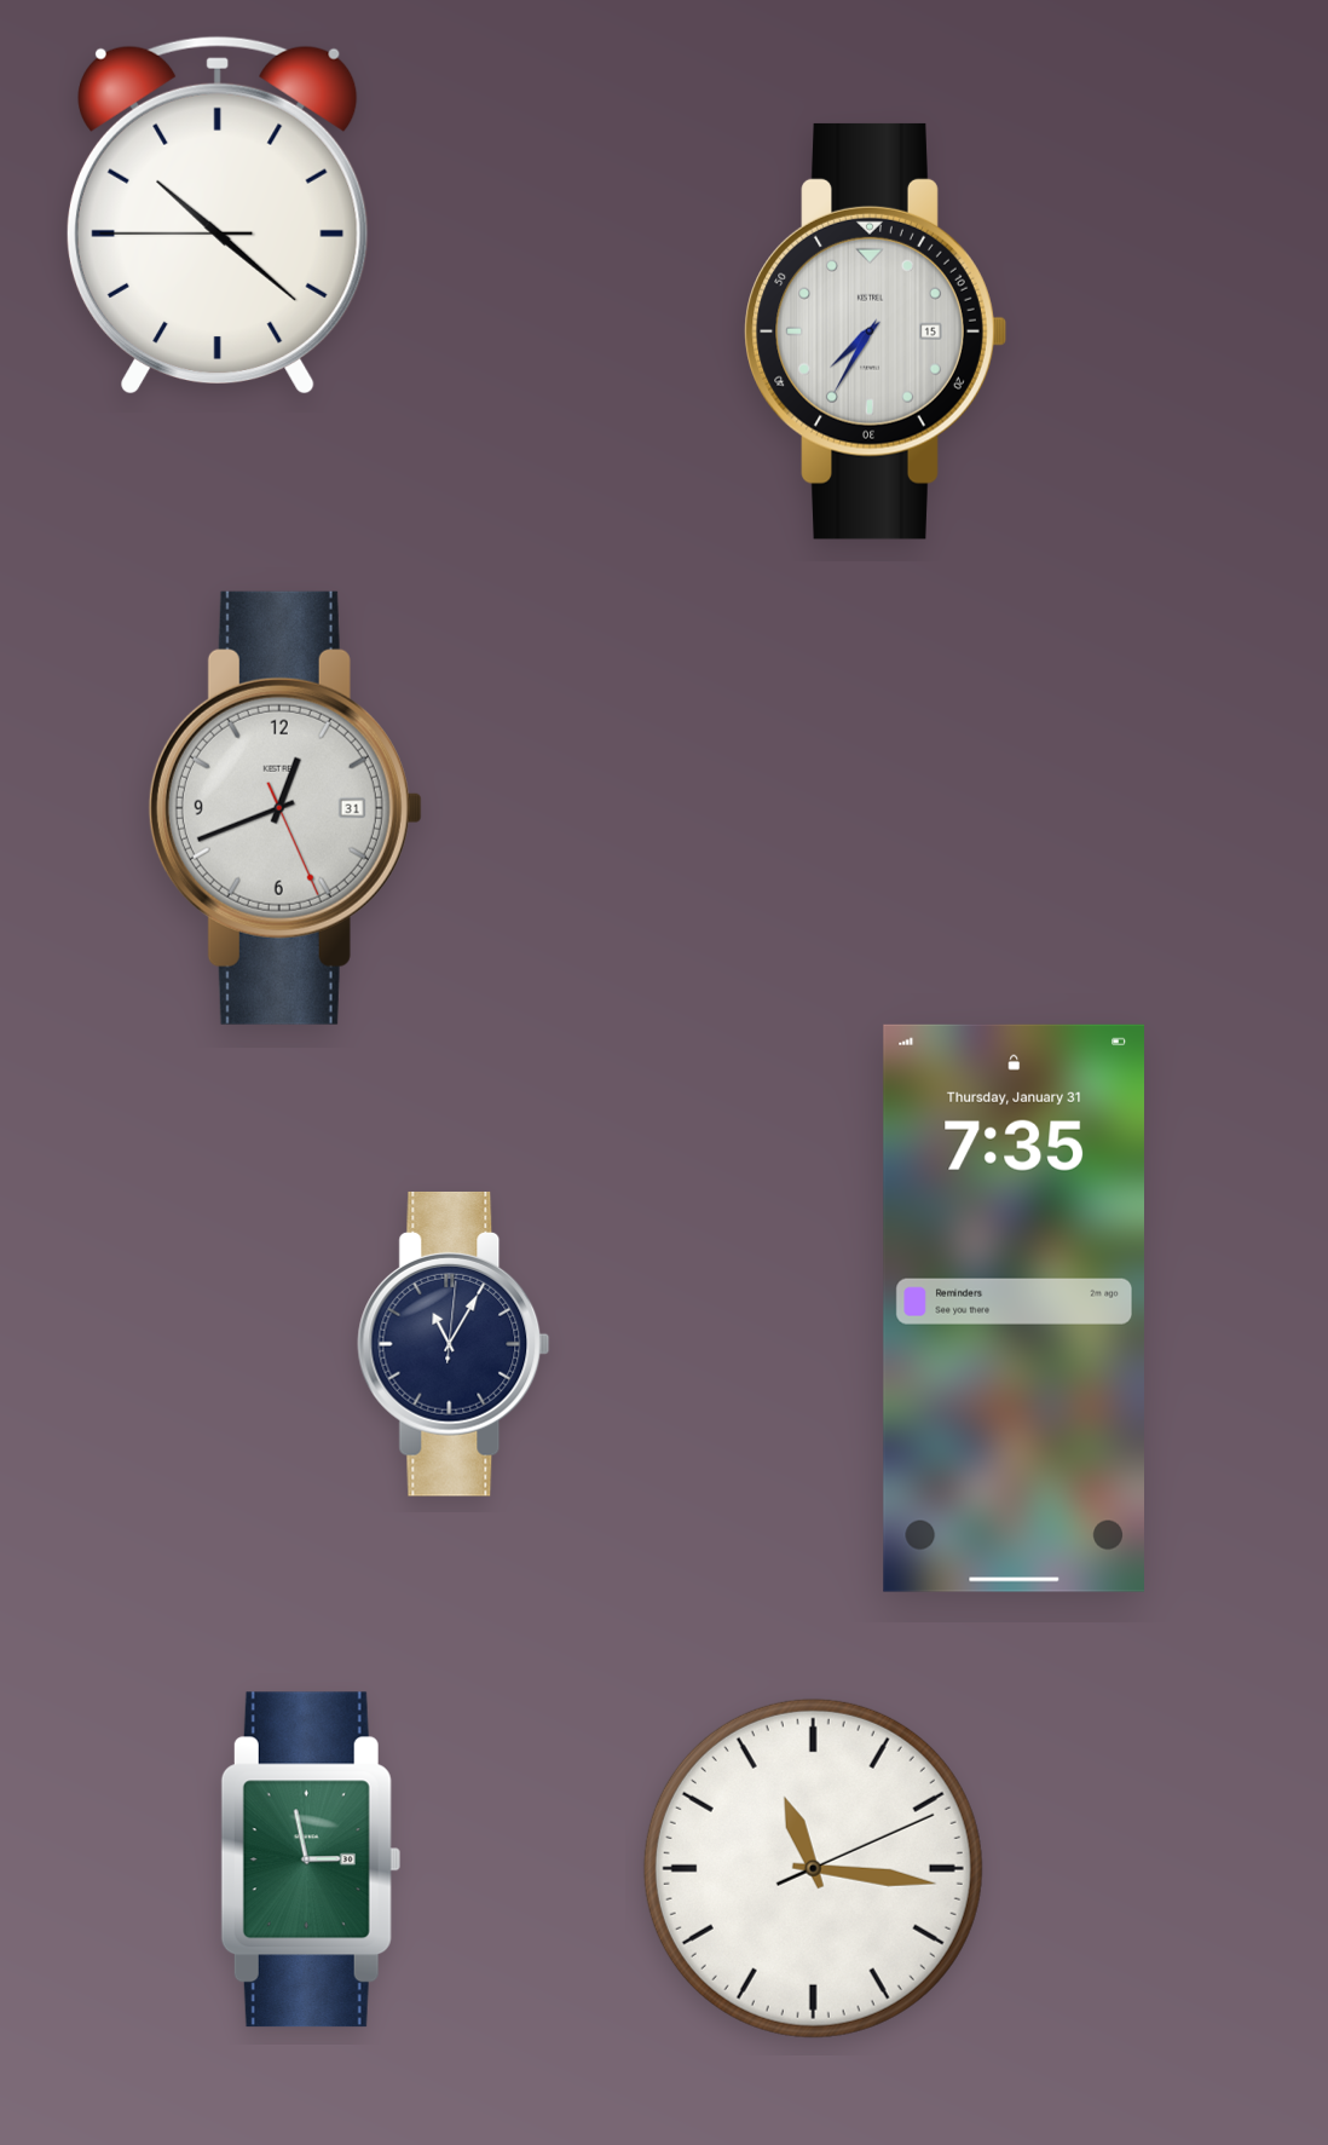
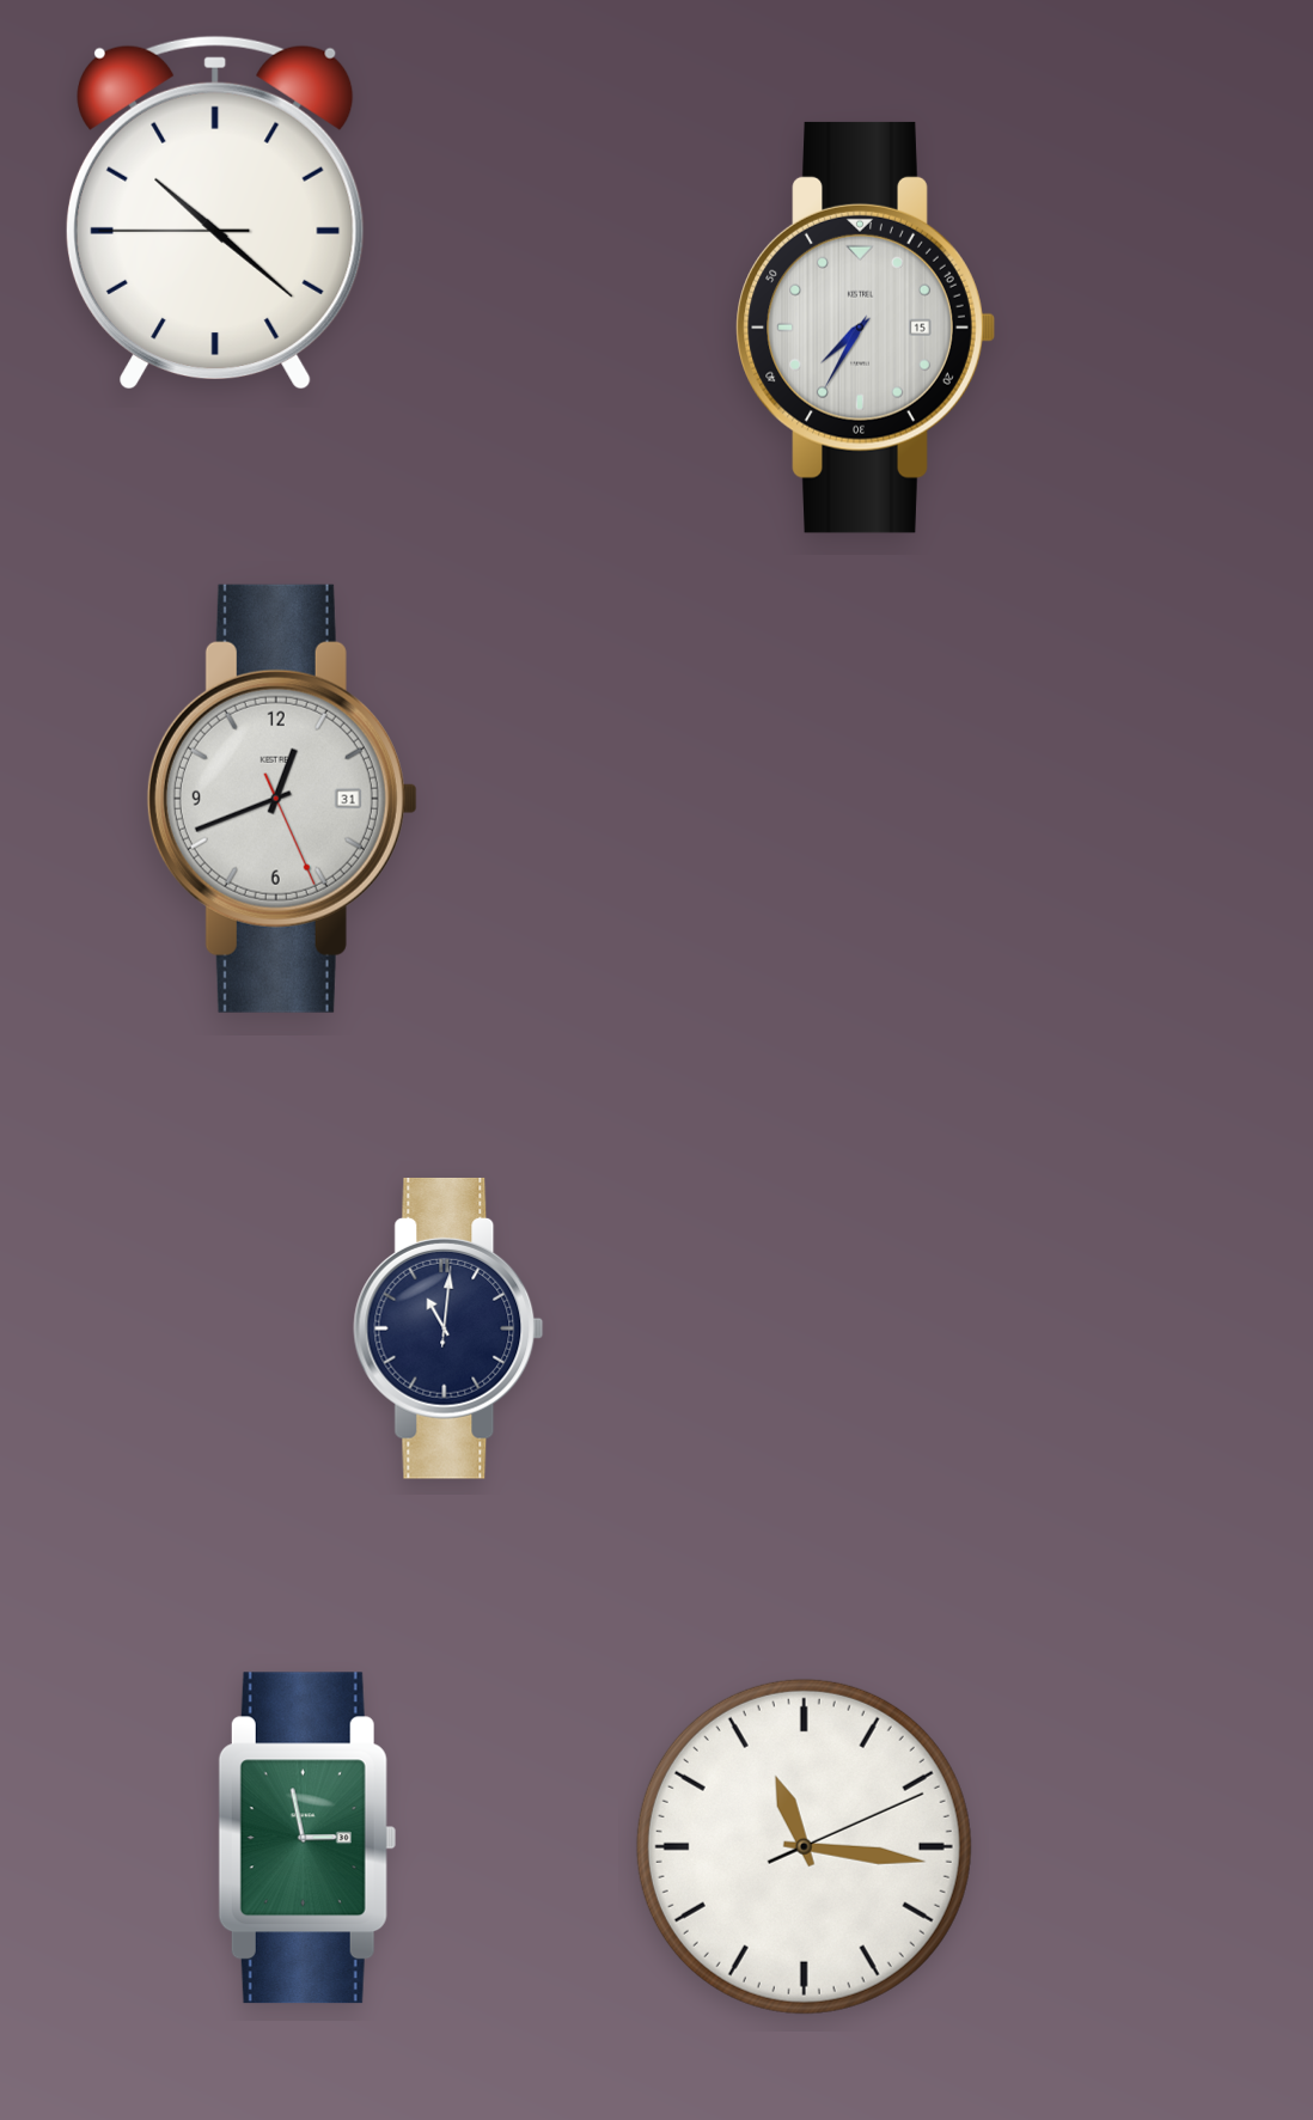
clock at (1014, 1308): 7:35 -> none
clock at (454, 1344): 11:05 -> 11:01
